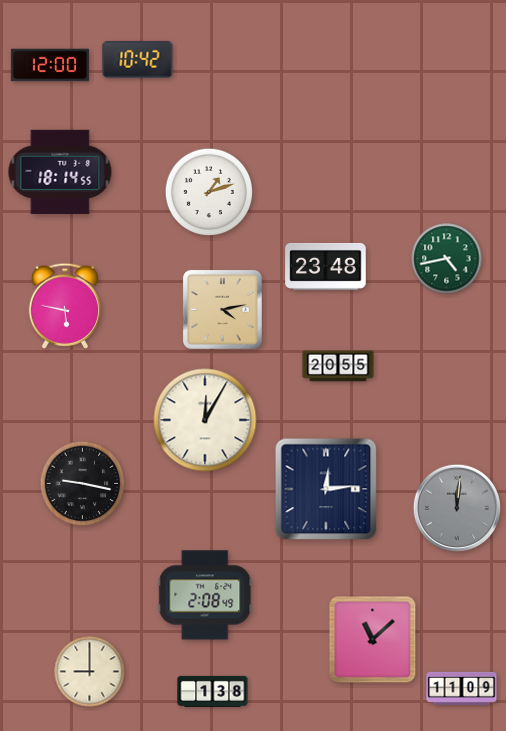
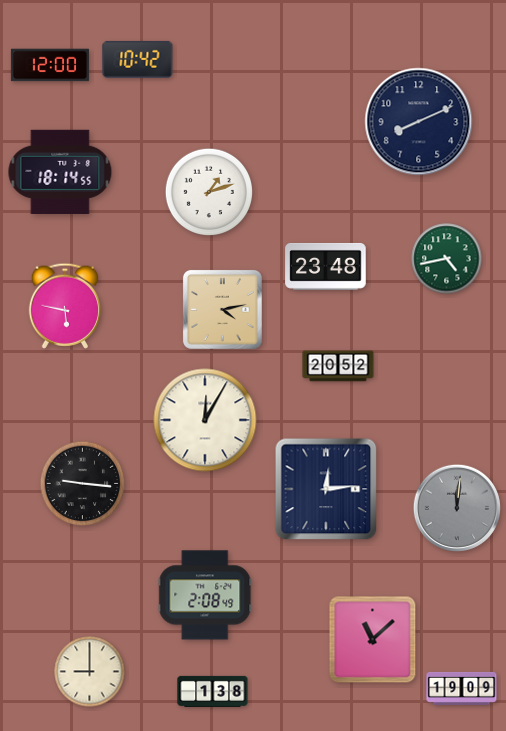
clock at (419, 122): none -> 8:11
clock at (338, 366): 20:55 -> 20:52
clock at (83, 484): 9:17 -> 9:16
clock at (462, 688): 11:09 -> 19:09
